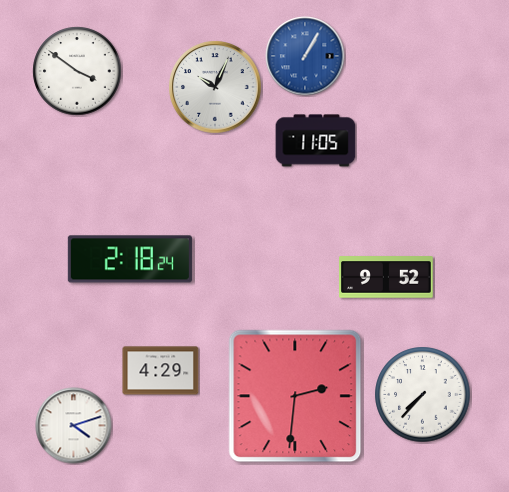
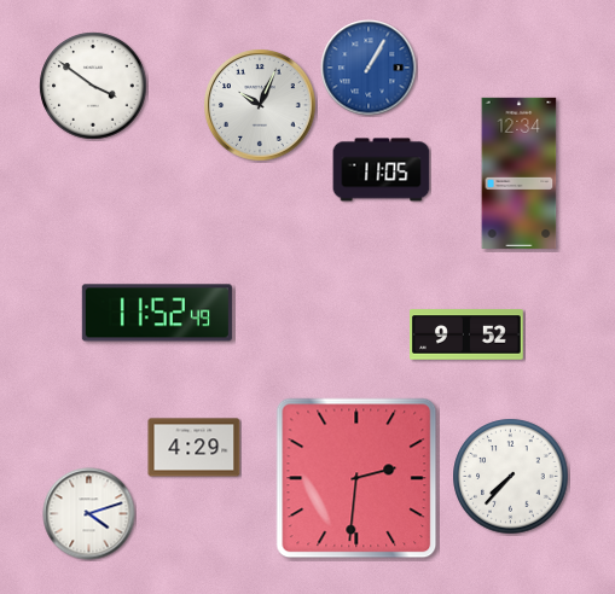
clock at (520, 173): none -> 12:34
clock at (130, 259): 2:18 -> 11:52
